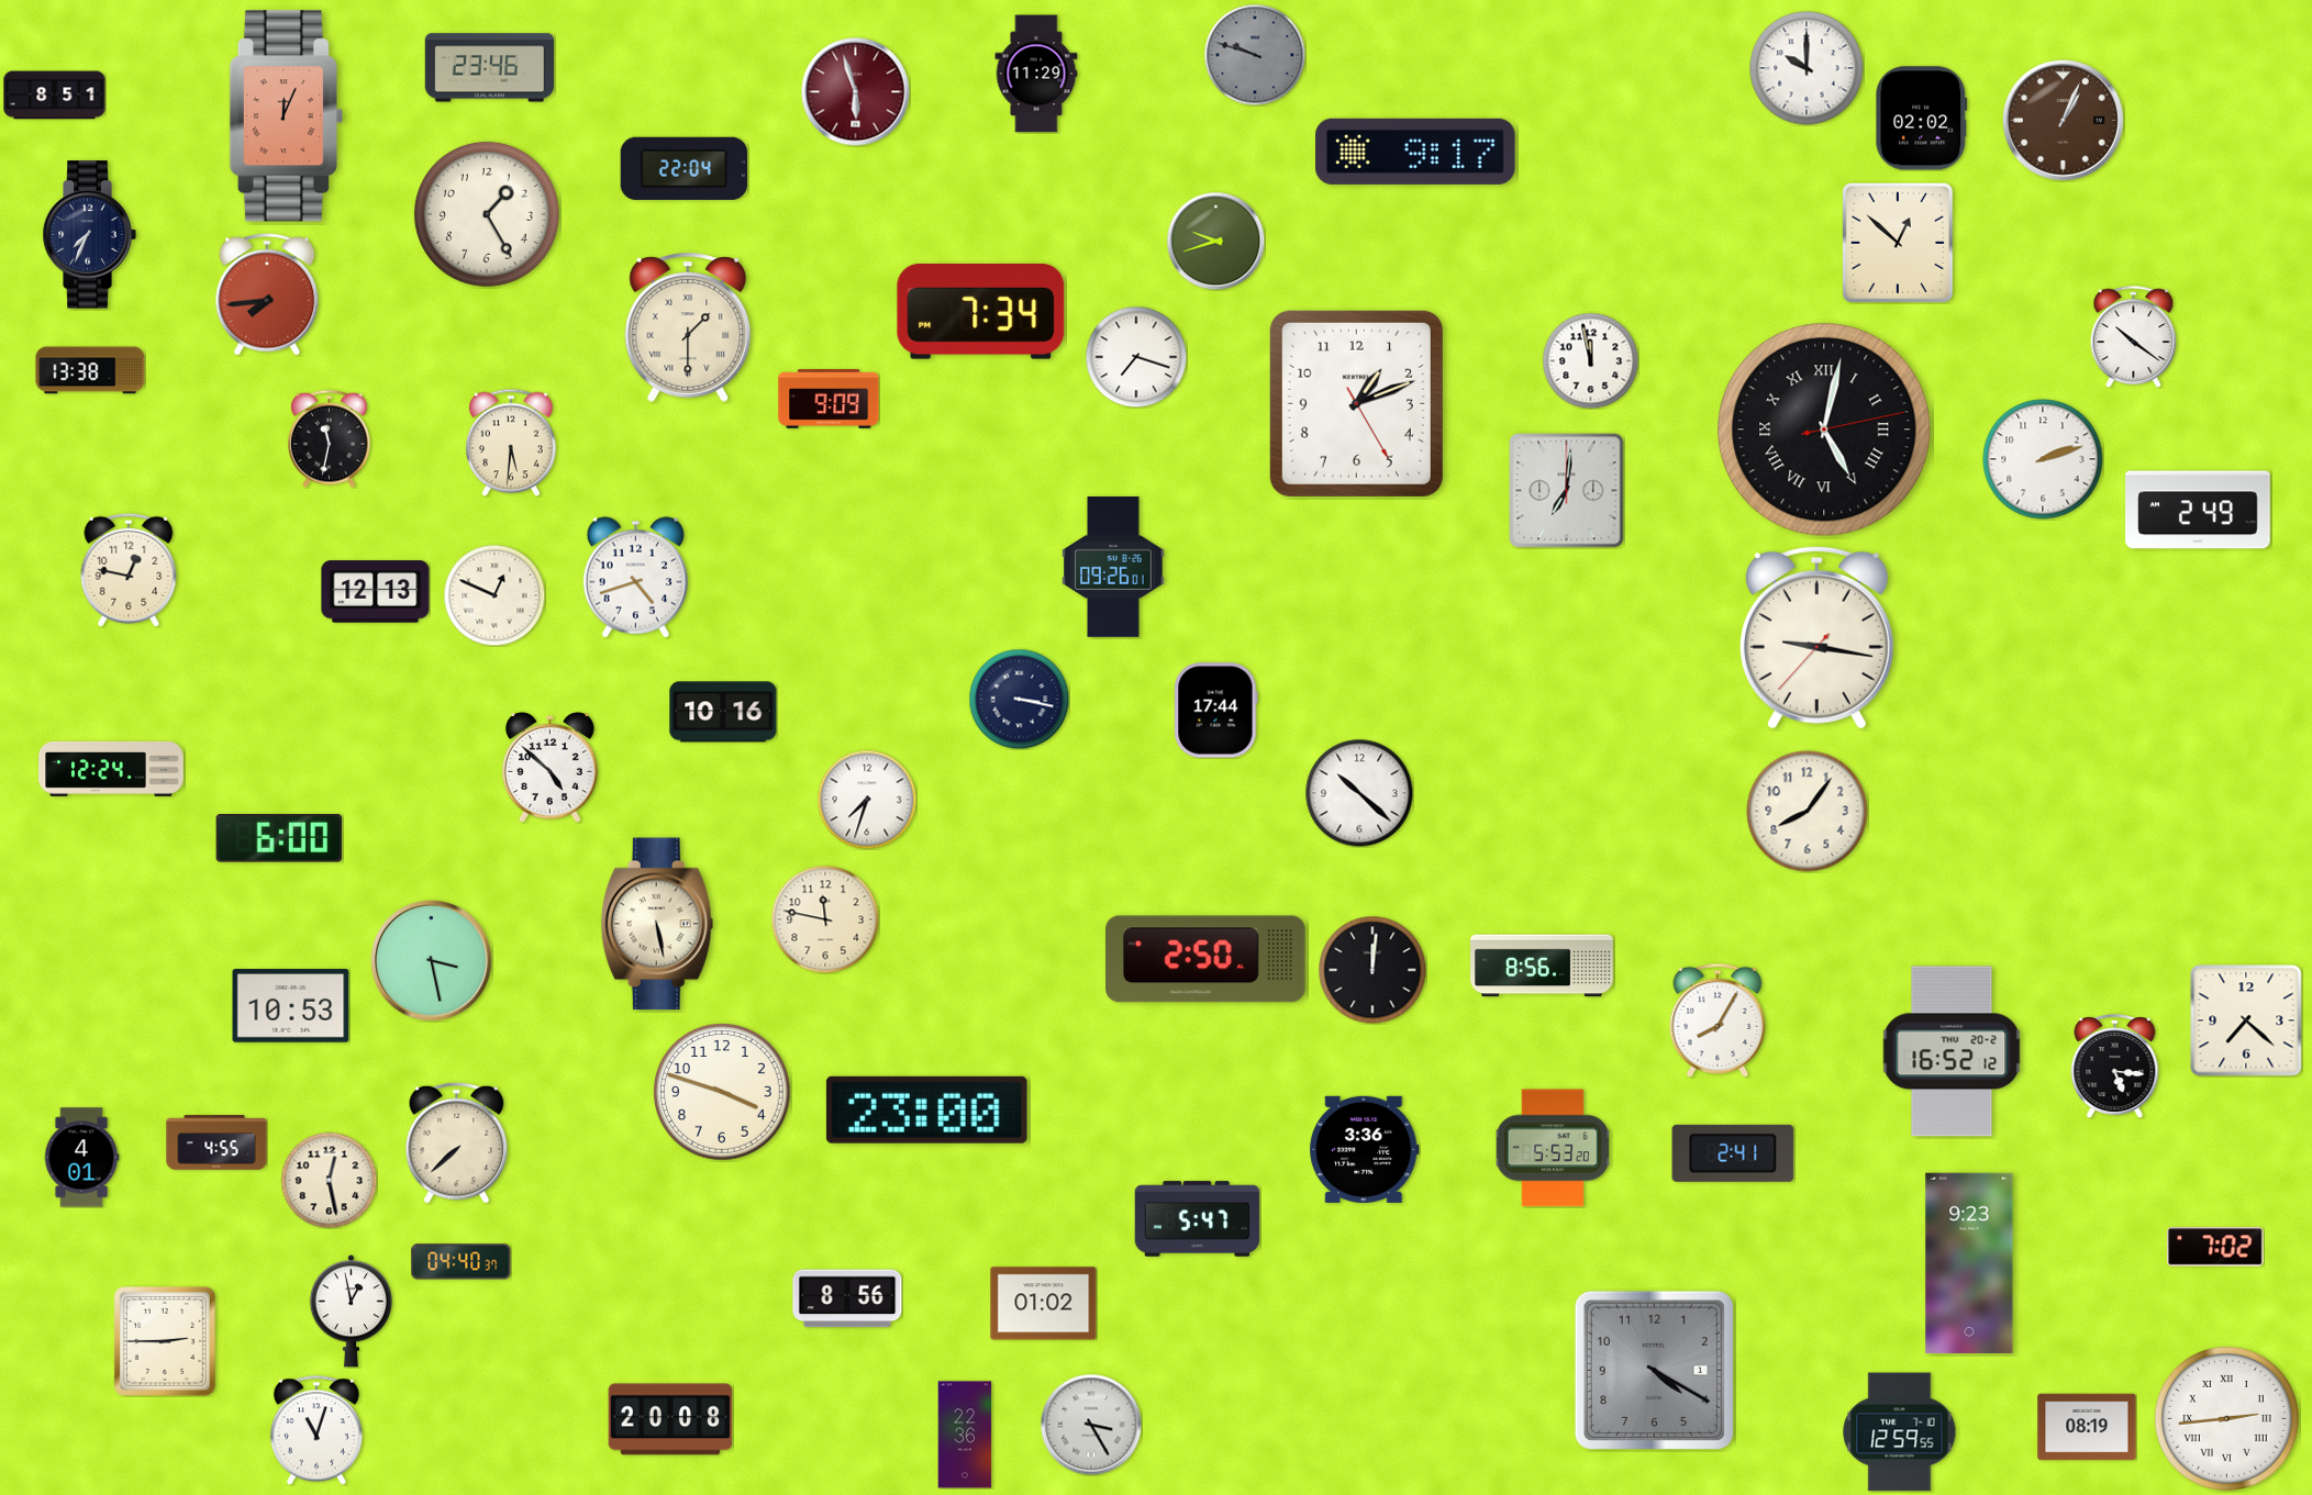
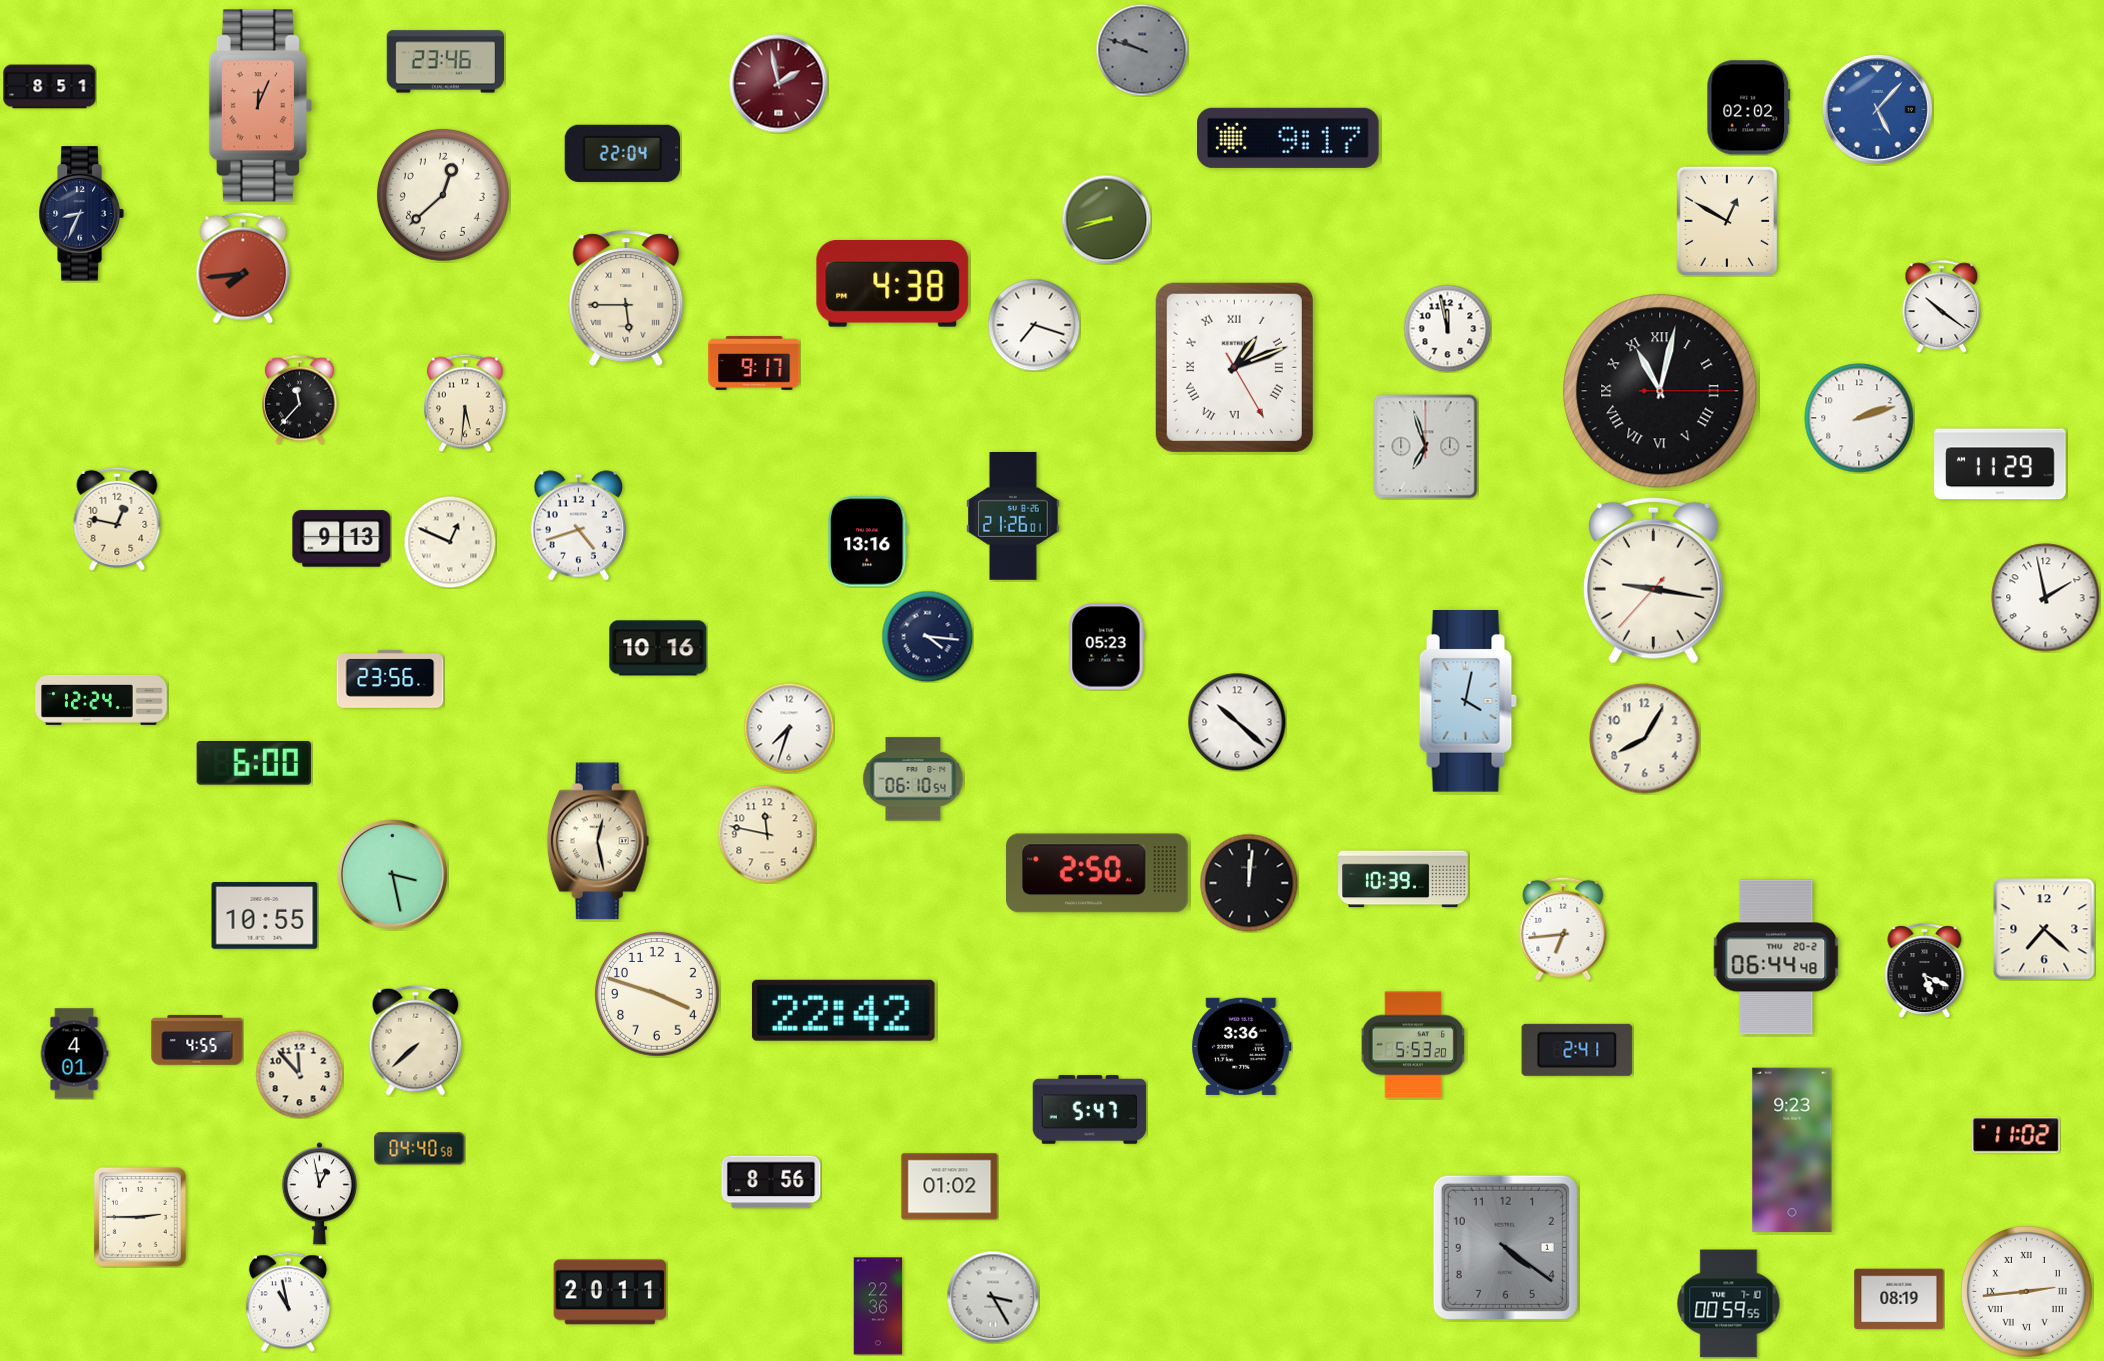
clock at (1807, 68): 10:00 -> none
clock at (1036, 74): 11:29 -> none
clock at (856, 92): 5:57 -> 1:58
clock at (2063, 120): 1:04 -> 5:07
clock at (2063, 120) dial: brown -> blue
clock at (487, 214): 1:25 -> 12:38
clock at (89, 235): 7:34 -> 8:34
clock at (1215, 241): 9:42 -> 8:42
clock at (1898, 242): 12:52 -> 12:50
clock at (981, 311): 7:34 -> 4:38
clock at (688, 327): 1:30 -> 5:45
clock at (90, 370): 13:38 -> none
clock at (829, 400): 9:09 -> 9:17
clock at (1356, 403) numerals: Arabic -> Roman
clock at (1824, 429): 5:02 -> 11:02
clock at (330, 438): 11:32 -> 11:37
clock at (1567, 491): 7:01 -> 6:57
clock at (2198, 510): 2:49 -> 11:29
clock at (1113, 567): 09:26 -> 21:26
clock at (376, 592): 12:13 -> 9:13
clock at (868, 542): none -> 13:16
clock at (2046, 598): none -> 1:58
clock at (1019, 699): 3:17 -> 4:16
clock at (1216, 711): 17:44 -> 05:23
clock at (390, 679): none -> 23:56
clock at (549, 767): 4:52 -> none
clock at (1468, 702): none -> 4:02
clock at (1808, 812): 8:06 -> 8:05
clock at (913, 779): none -> 06:10
clock at (825, 919) position: (825, 919) -> (767, 834)
clock at (657, 924): 5:28 -> 12:28
clock at (1542, 966): 8:56 -> 10:39
clock at (291, 1006): 10:53 -> 10:55
clock at (1718, 1020): 8:05 -> 6:44
clock at (1952, 1051): 16:52 -> 06:44
clock at (2115, 1067): 5:16 -> 5:19
clock at (926, 1109): 23:00 -> 22:42
clock at (329, 1180): 12:28 -> 11:53
clock at (2215, 1247): 7:02 -> 11:02
clock at (462, 1262): 04:40:37 -> 04:40:58
clock at (165, 1341) position: (165, 1341) -> (140, 1217)
clock at (1654, 1370): 4:20 -> 4:21
clock at (670, 1419): 20:08 -> 20:11
clock at (316, 1430): 11:03 -> 10:58
clock at (1900, 1432): 12:59 -> 00:59
